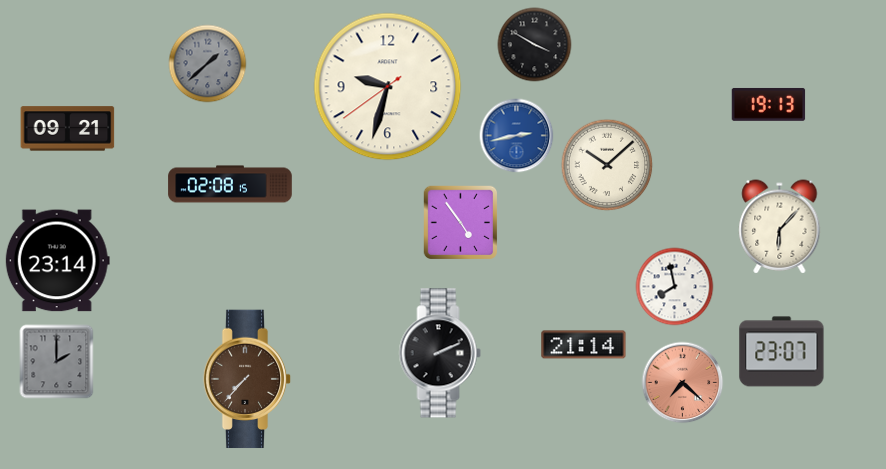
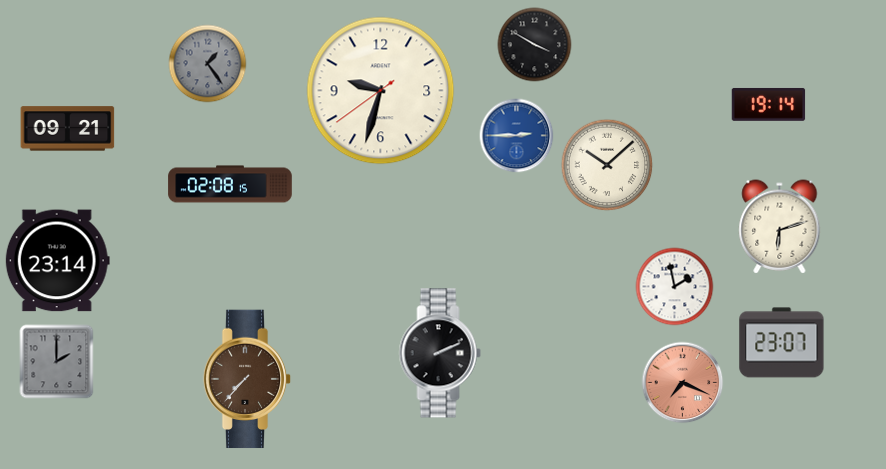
clock at (208, 64): 1:38 -> 1:24
clock at (388, 87) position: (388, 87) -> (381, 91)
clock at (769, 105): 19:13 -> 19:14
clock at (517, 136): 2:43 -> 2:45
clock at (460, 222): 4:54 -> none
clock at (780, 227): 6:07 -> 6:12
clock at (675, 287): 7:58 -> 1:58
clock at (584, 345): 21:14 -> none
clock at (782, 352) position: (782, 352) -> (782, 343)
clock at (683, 383): 7:22 -> 7:19
